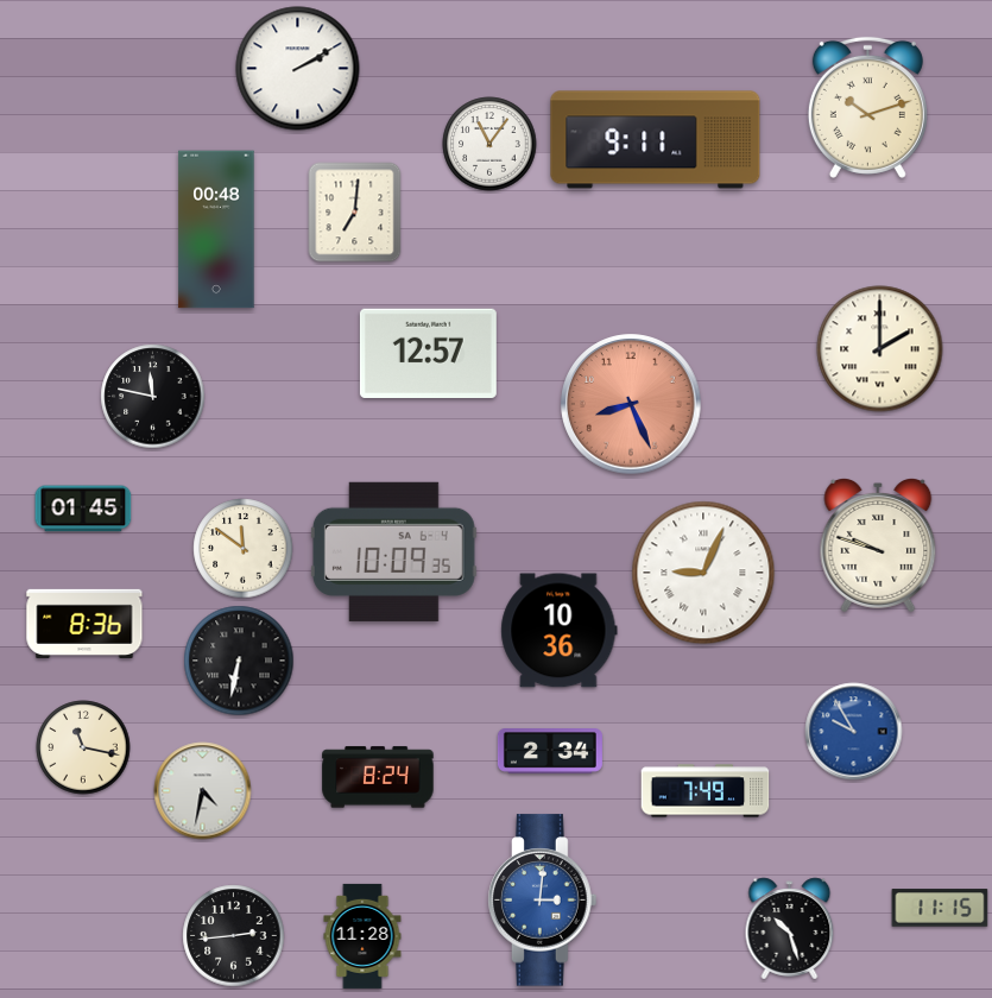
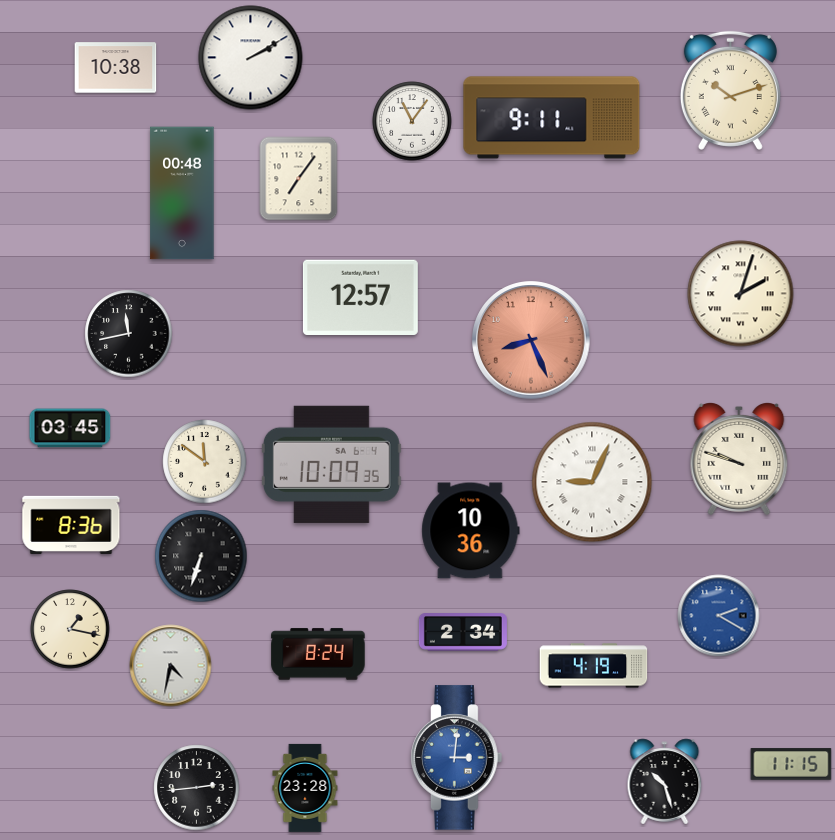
clock at (116, 68): none -> 10:38
clock at (355, 213): 7:01 -> 7:06
clock at (880, 349): 2:00 -> 2:03
clock at (153, 397): 11:47 -> 11:43
clock at (83, 509): 01:45 -> 03:45
clock at (239, 661): 6:32 -> 6:33
clock at (854, 732): 9:55 -> 2:20
clock at (83, 747): 11:17 -> 1:17
clock at (706, 791): 7:49 -> 4:19
clock at (362, 936): 11:28 -> 23:28
